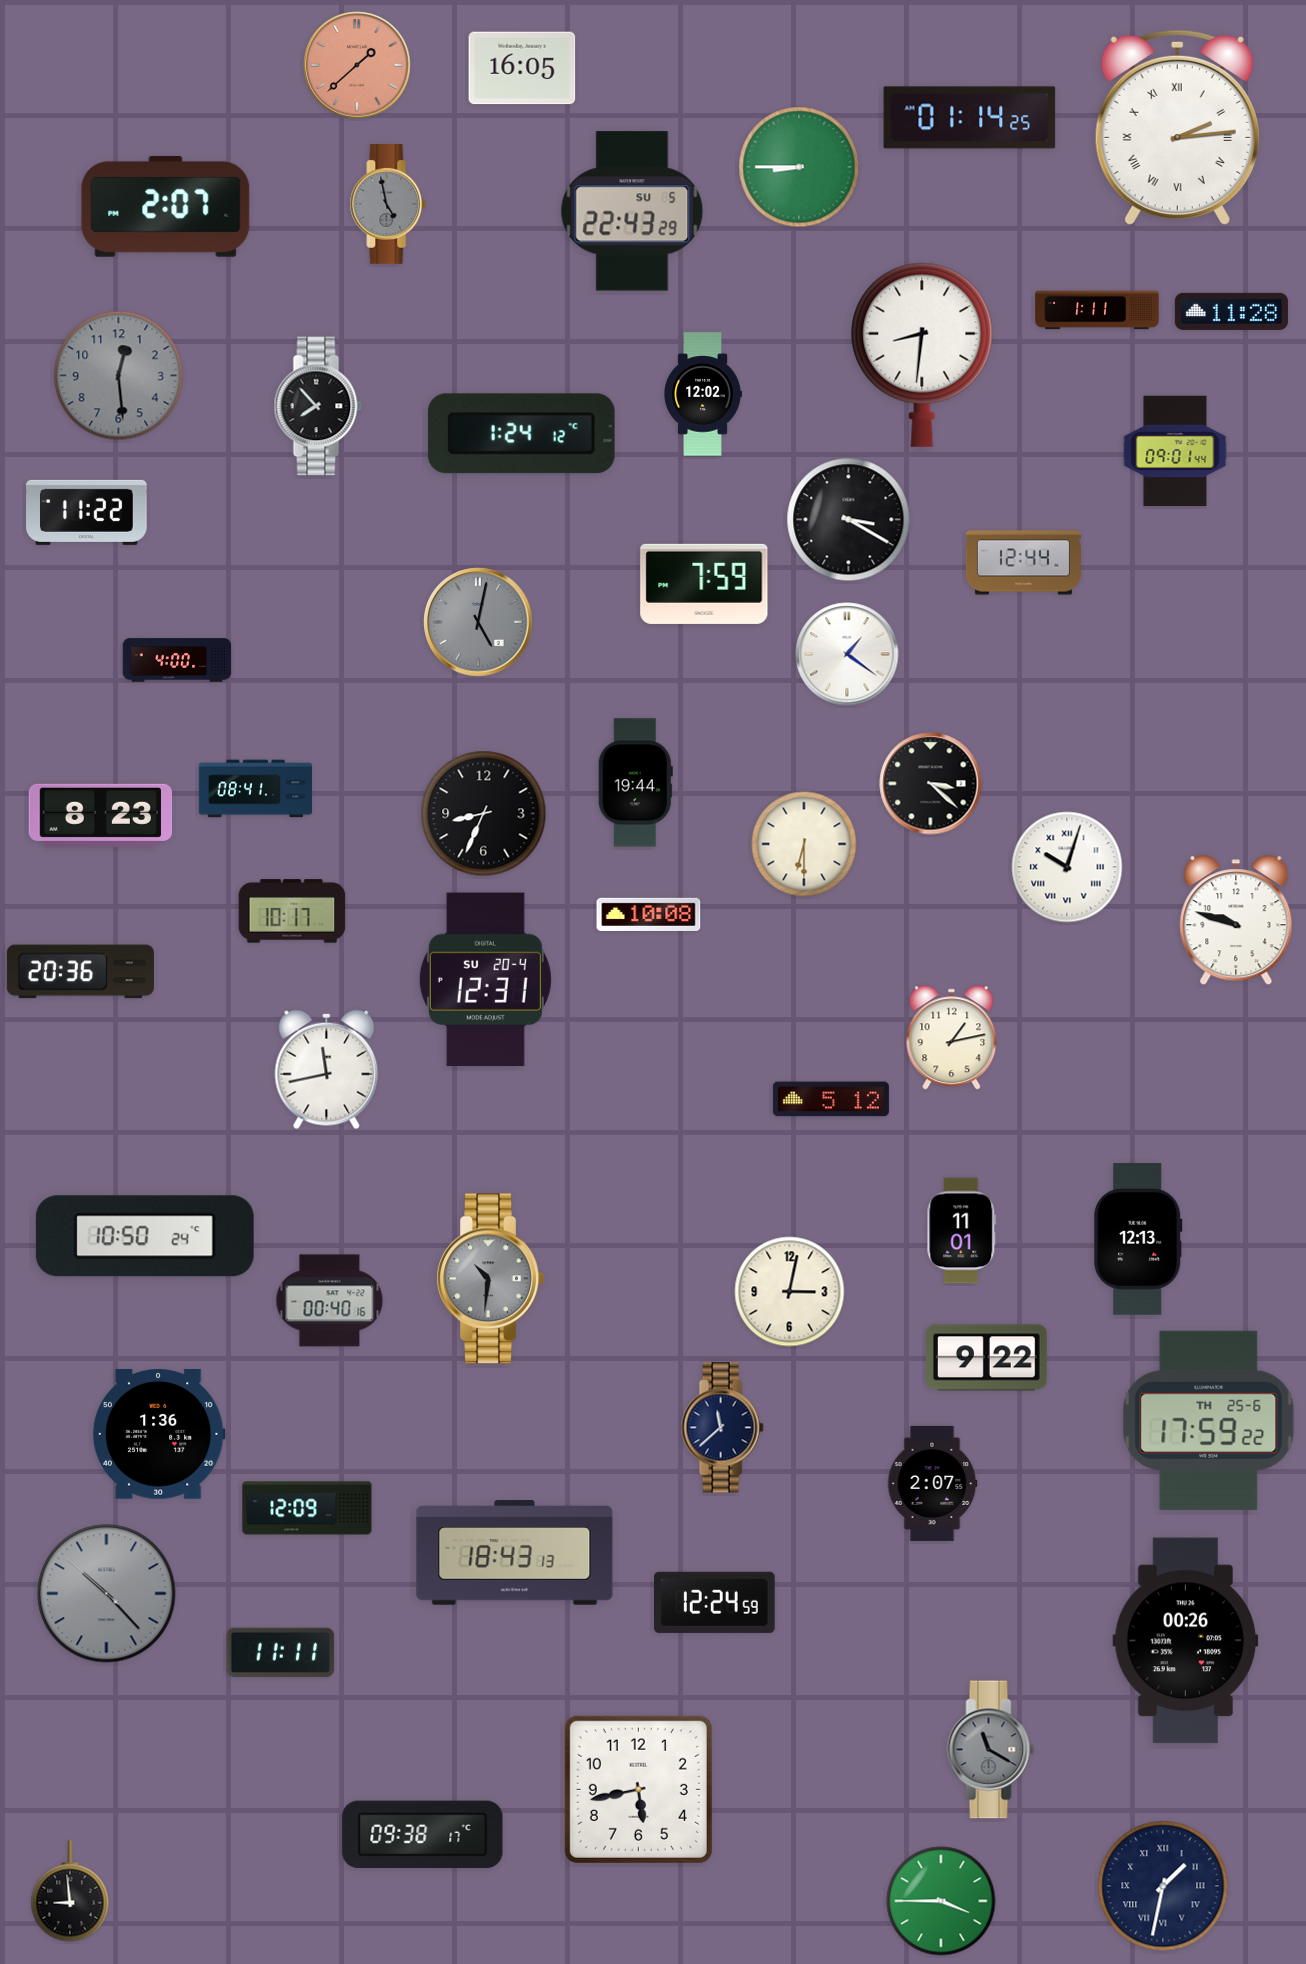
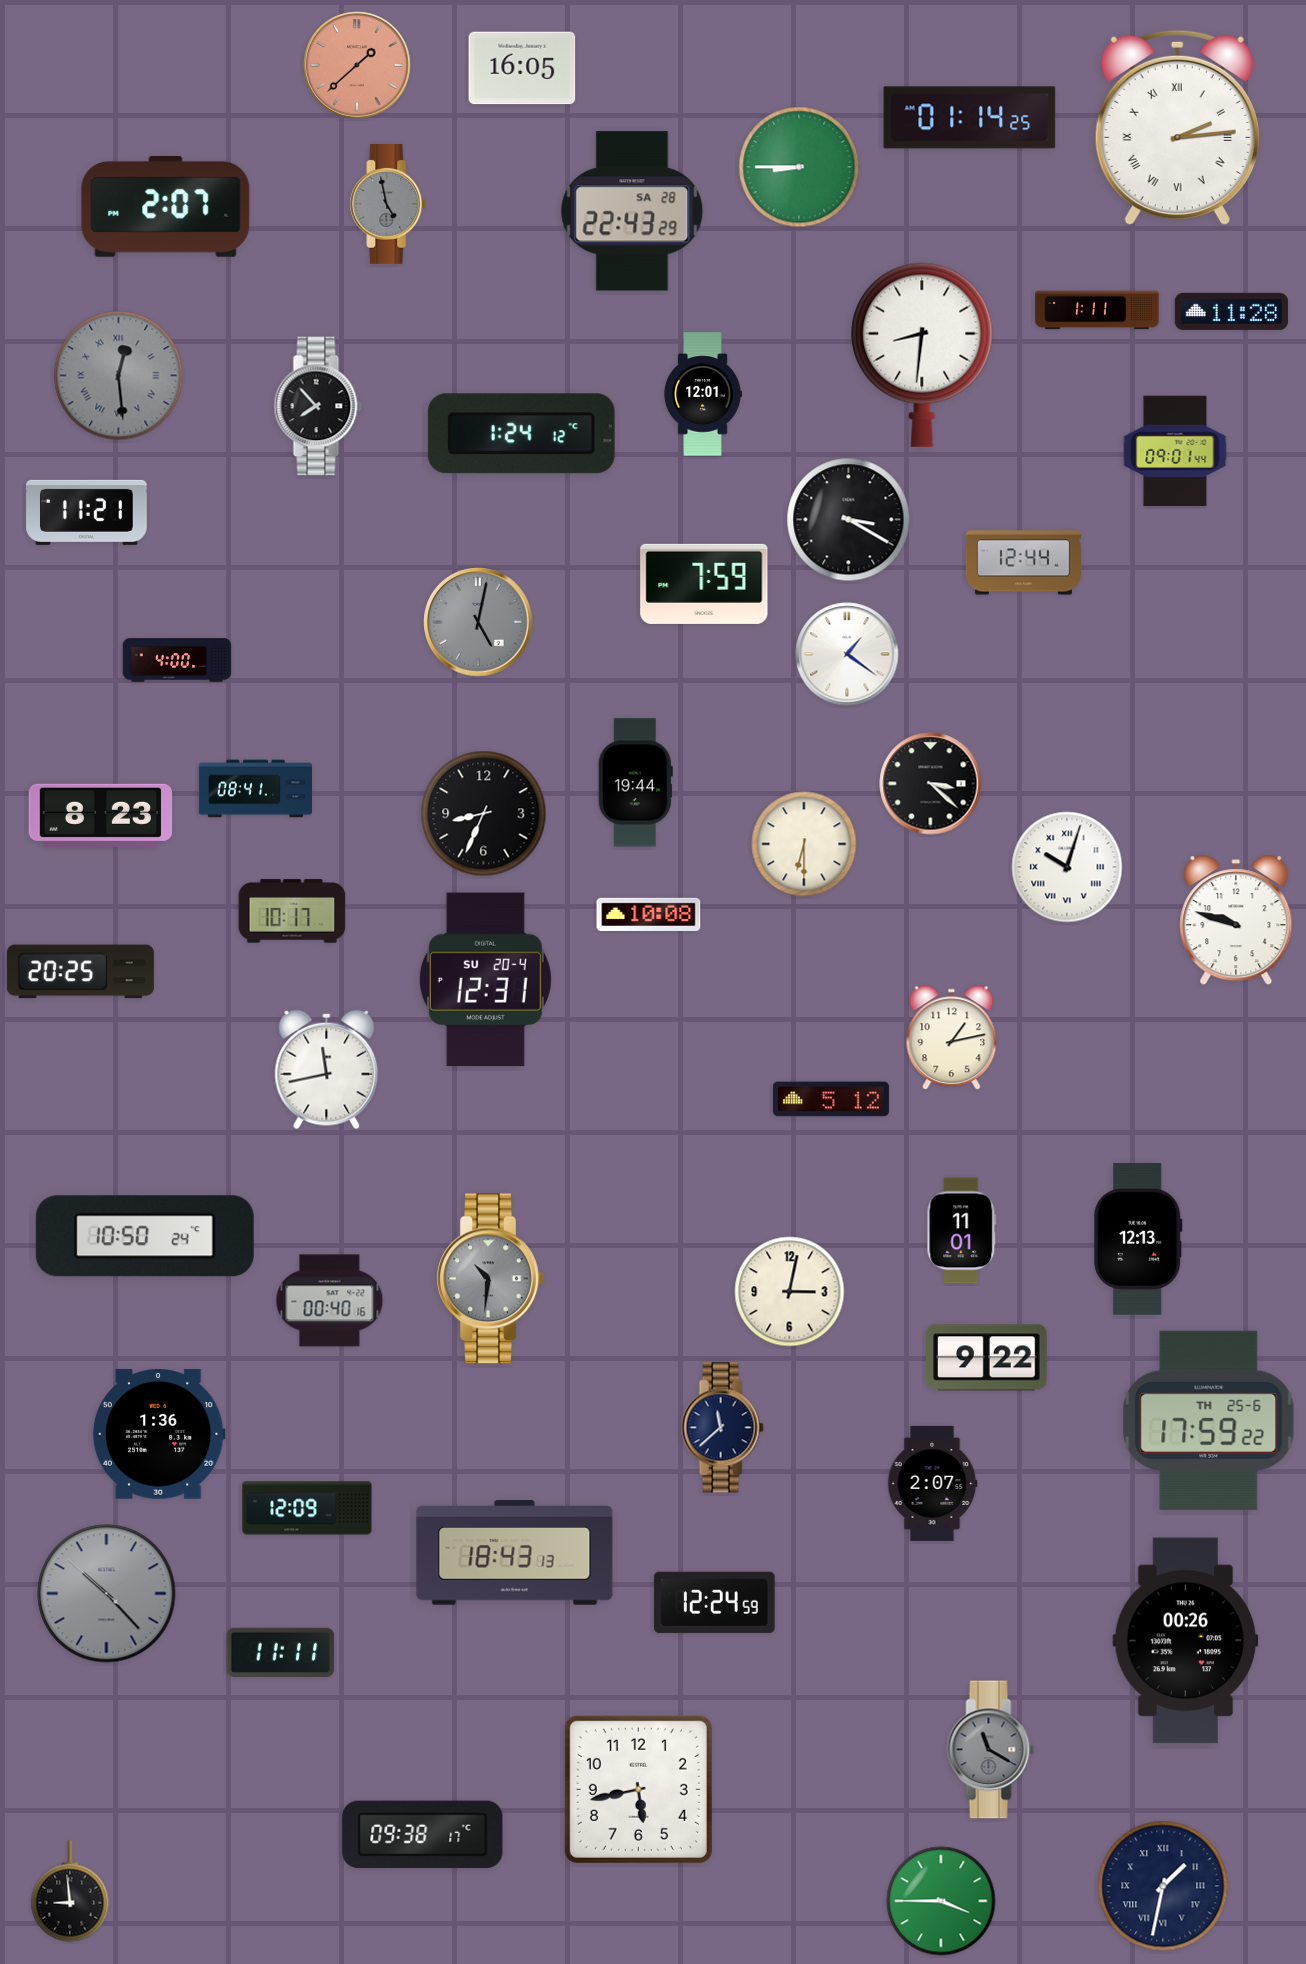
clock at (632, 211) date: SU 5 -> SA 28
clock at (119, 376) numerals: Arabic -> Roman
clock at (703, 394): 12:02 -> 12:01
clock at (87, 512): 11:22 -> 11:21
clock at (80, 972): 20:36 -> 20:25
